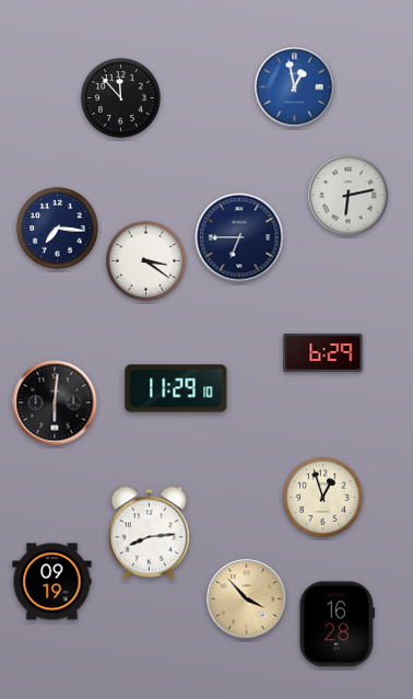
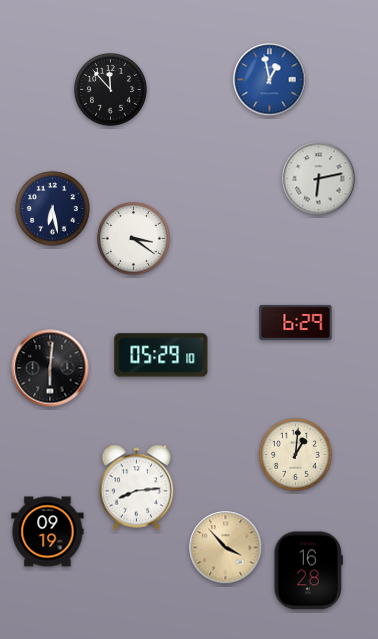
clock at (58, 229): 7:16 -> 6:28
clock at (239, 237): 6:45 -> none
clock at (176, 388): 11:29 -> 05:29
clock at (323, 498): 12:57 -> 1:01
